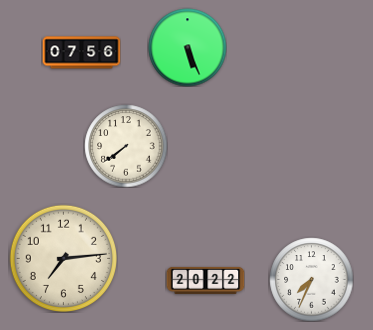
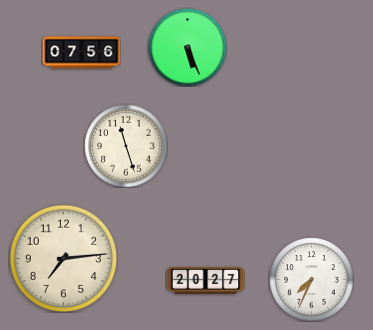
clock at (126, 146): 7:39 -> 11:27
clock at (205, 280): 20:22 -> 20:27
